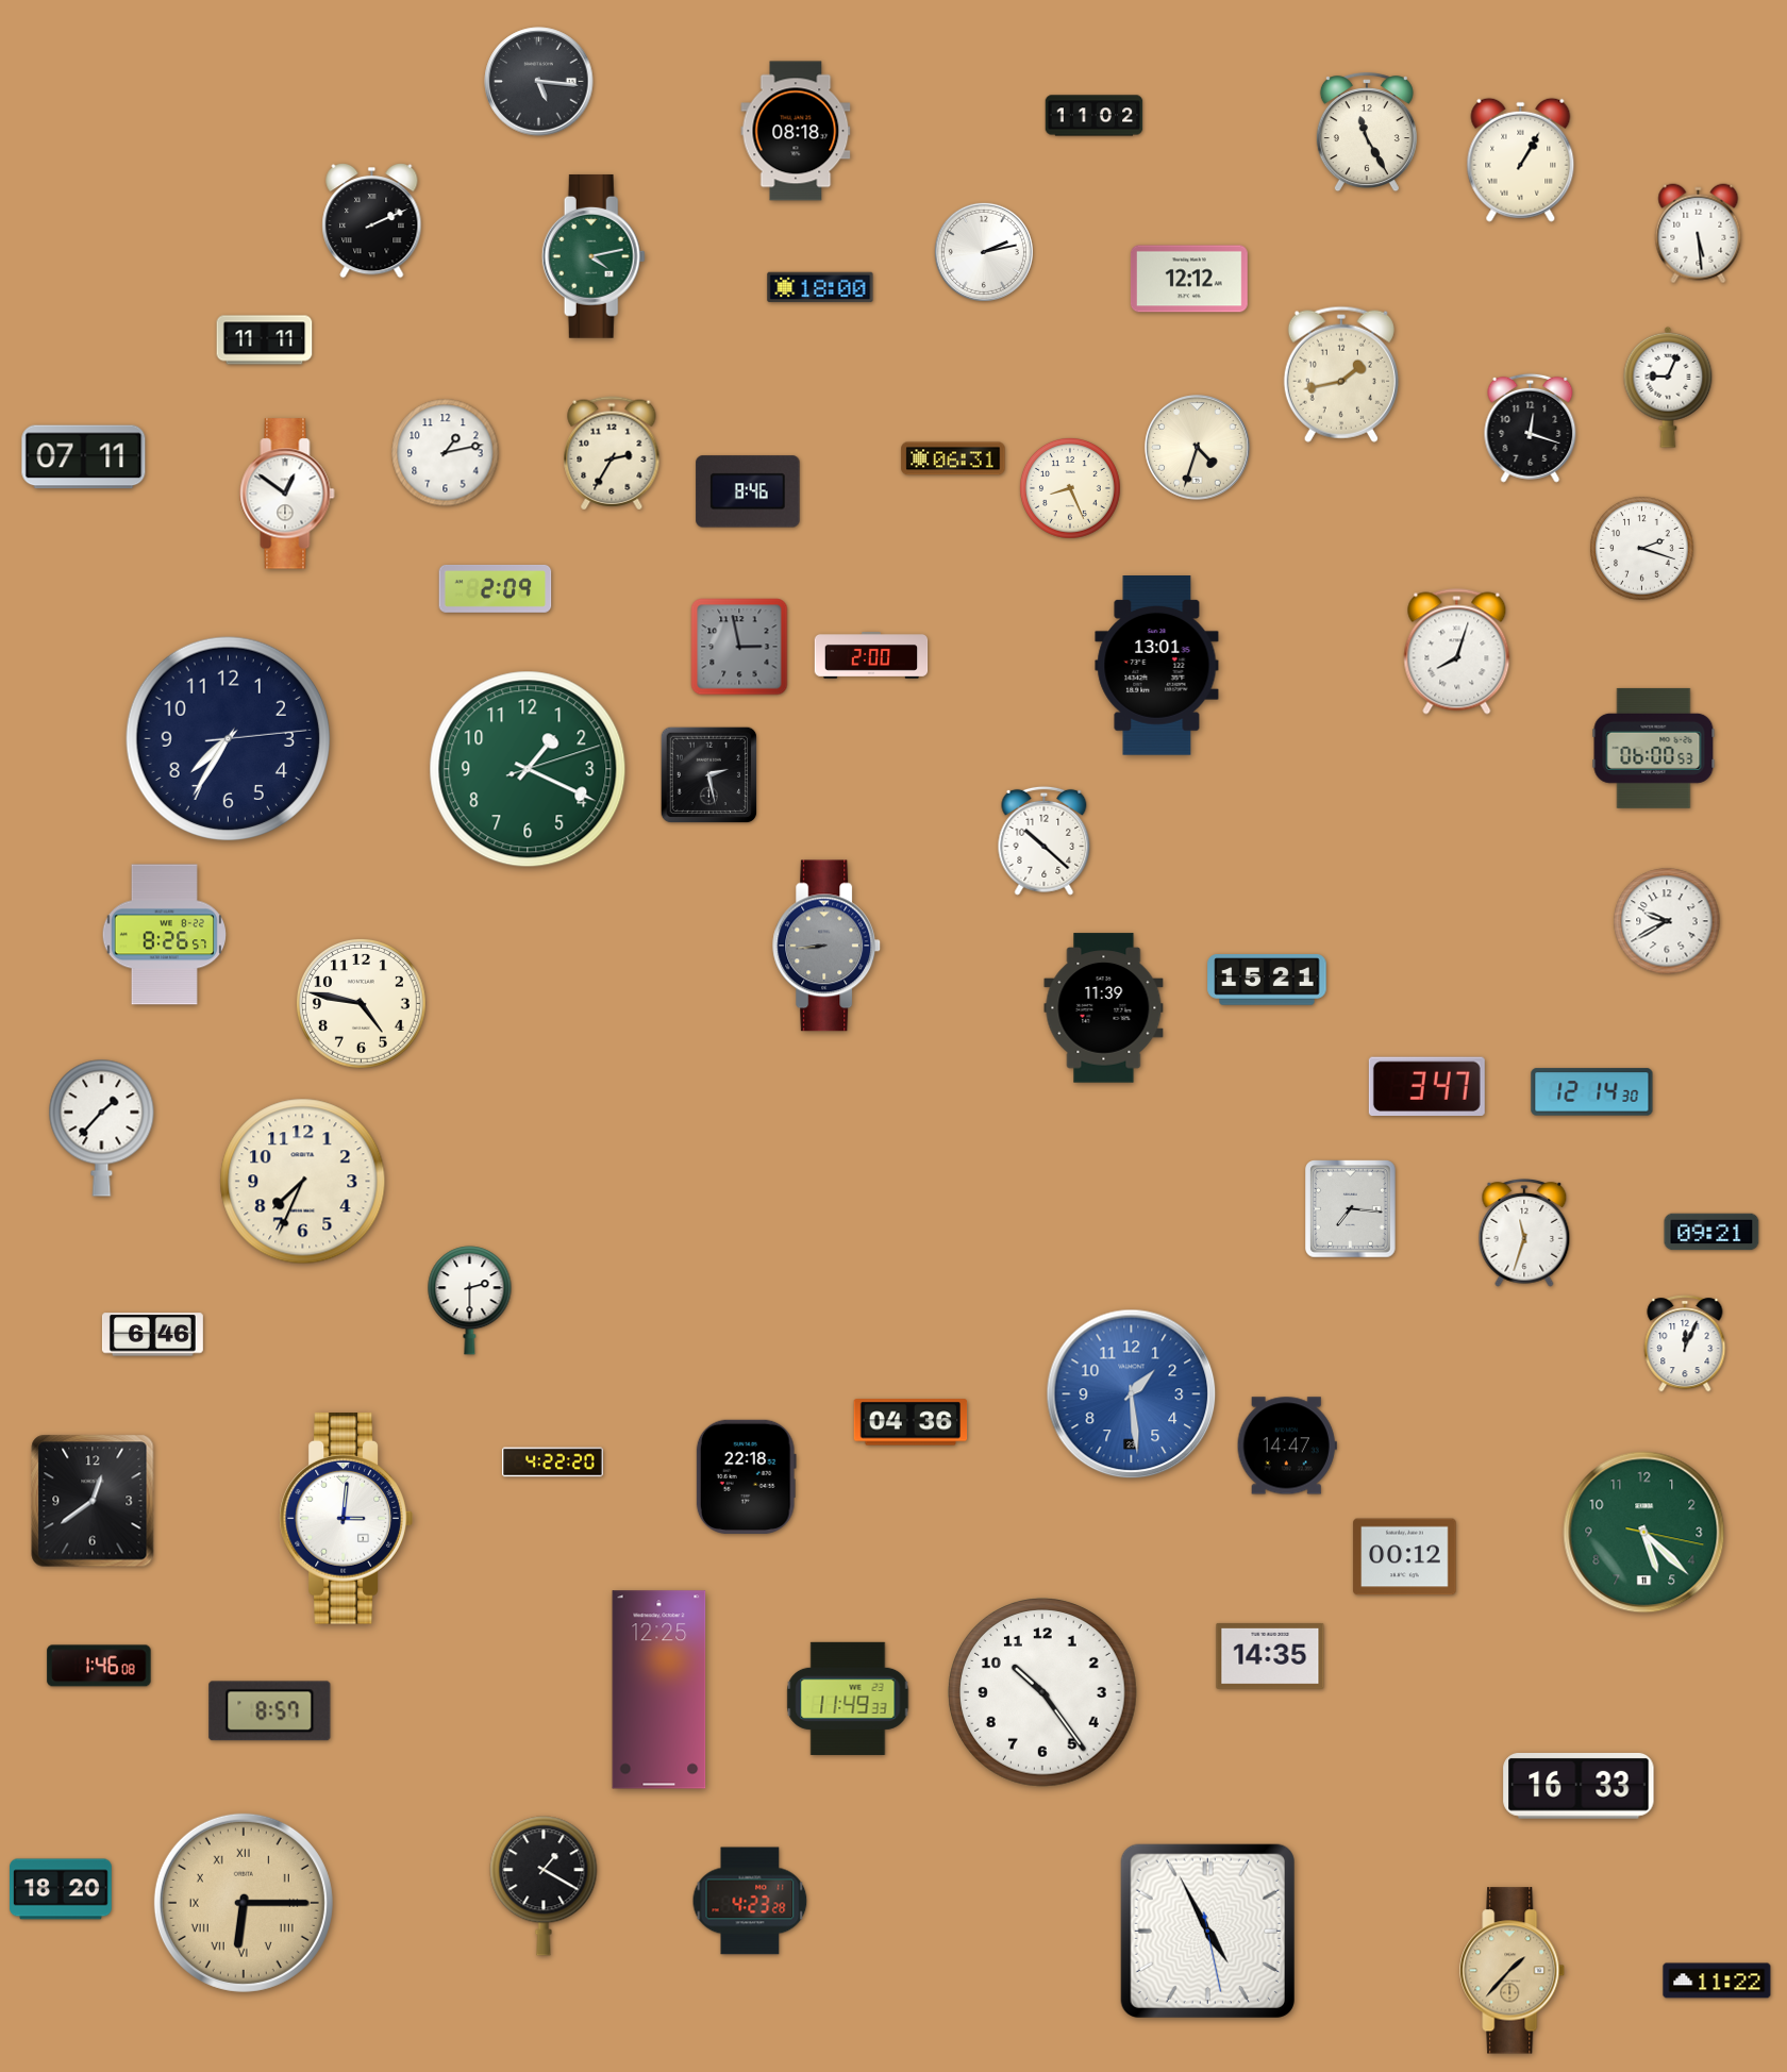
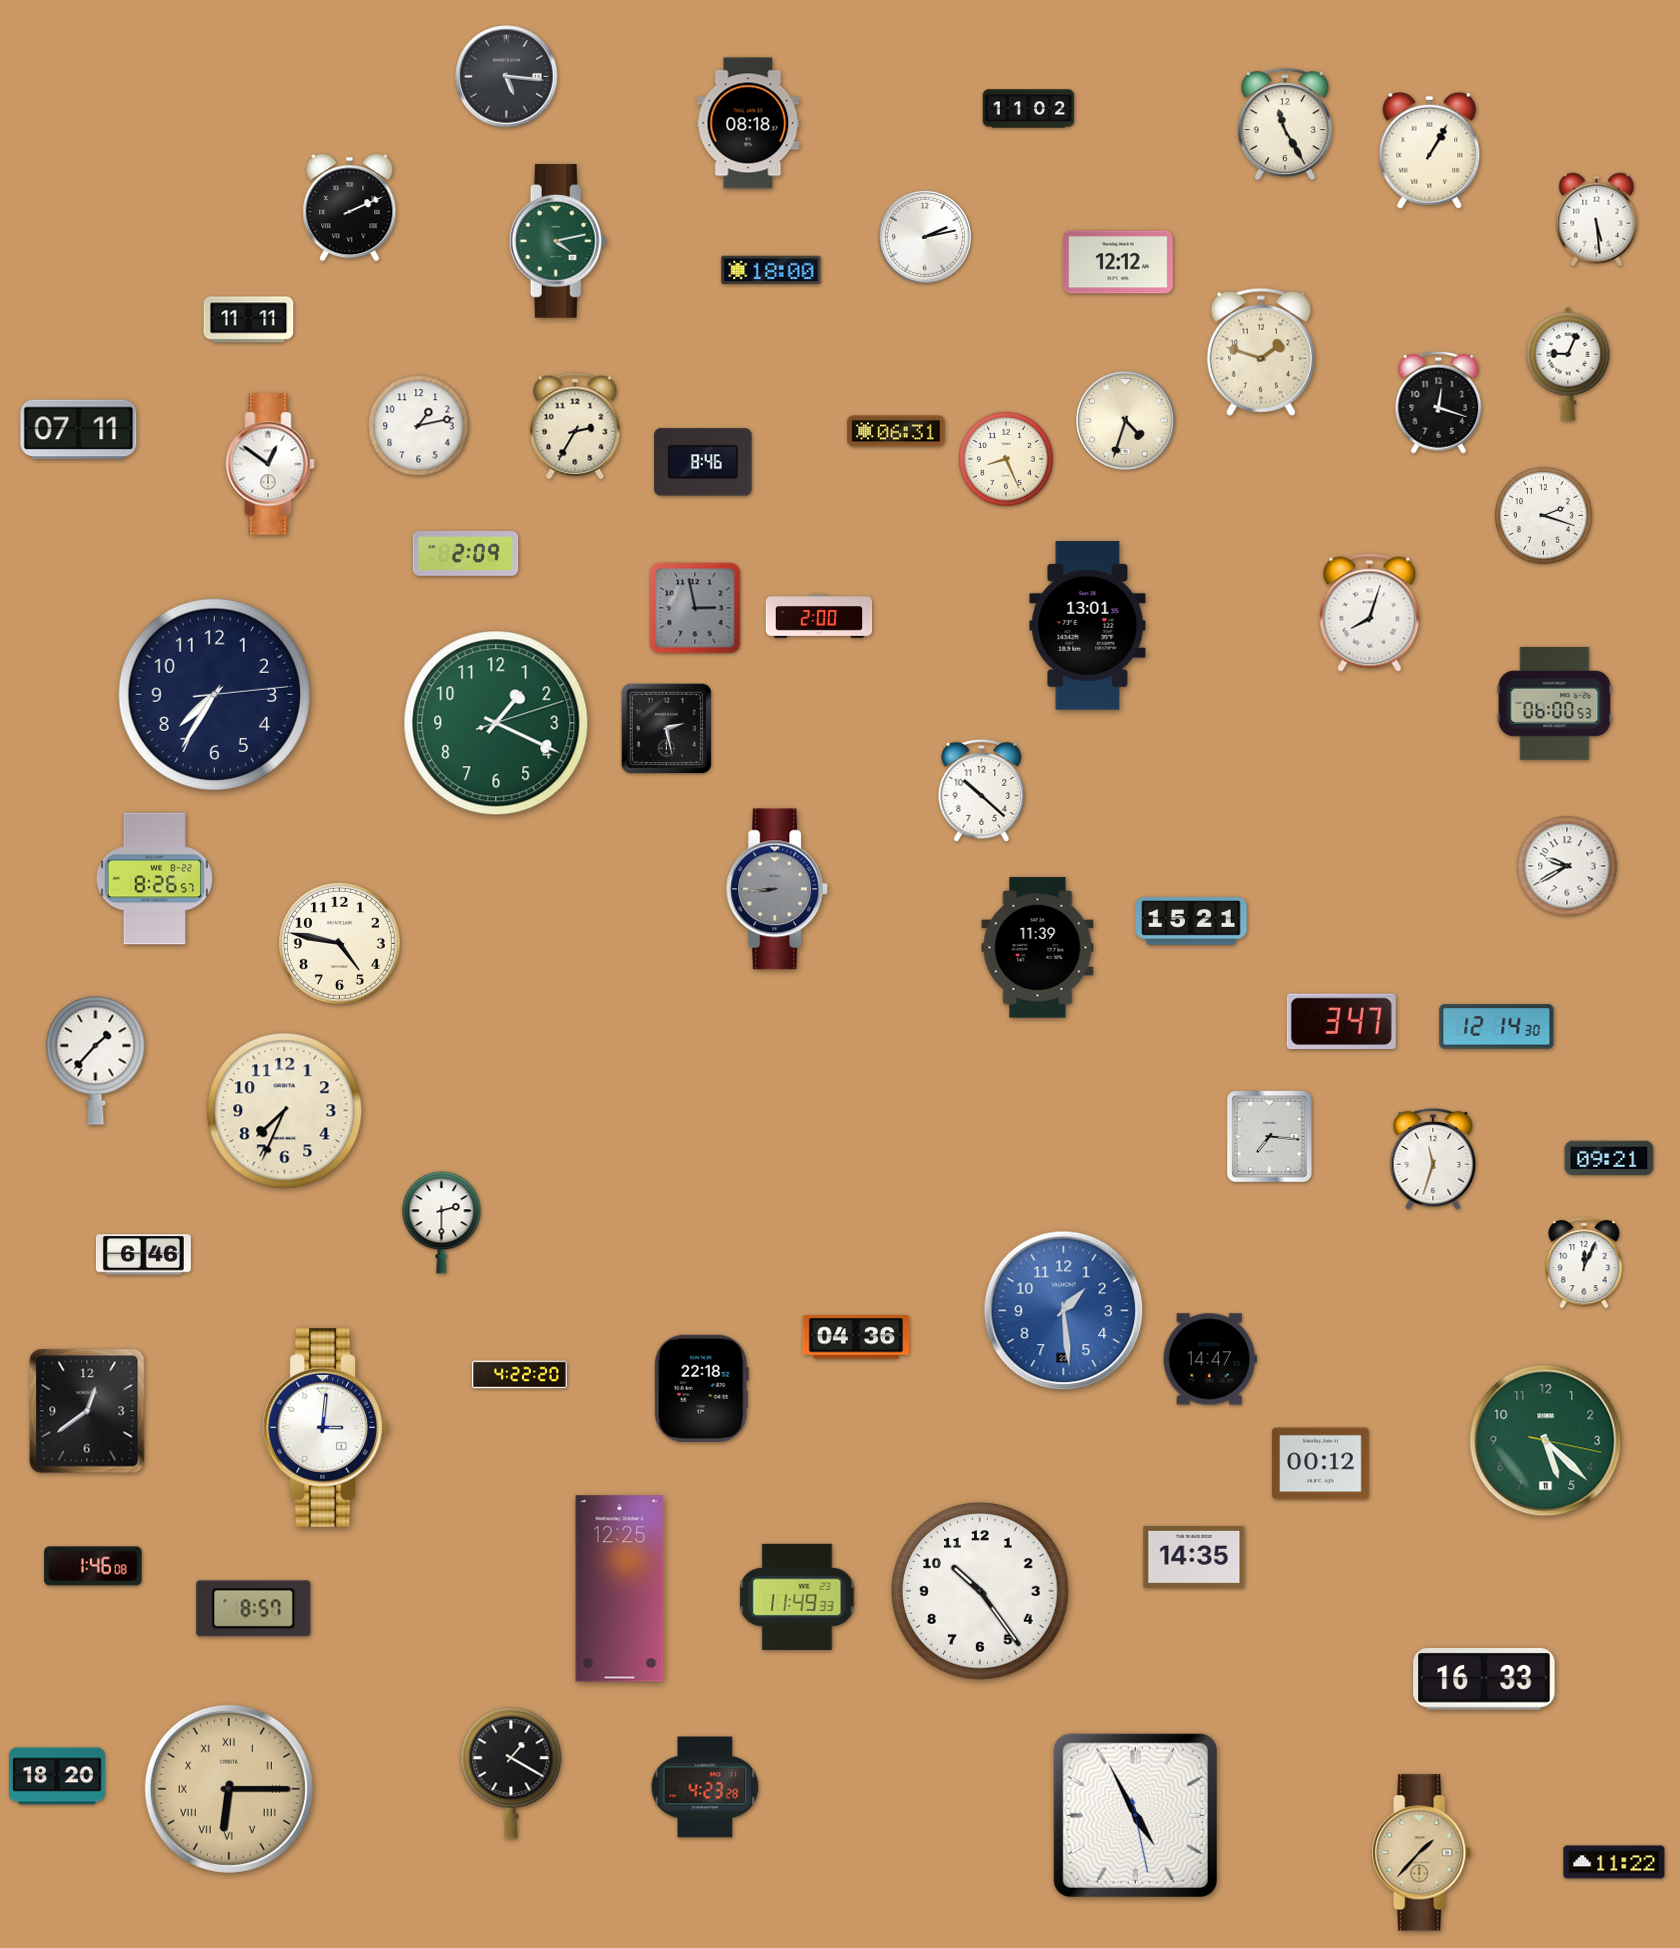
clock at (1341, 374): 1:43 -> 1:48
